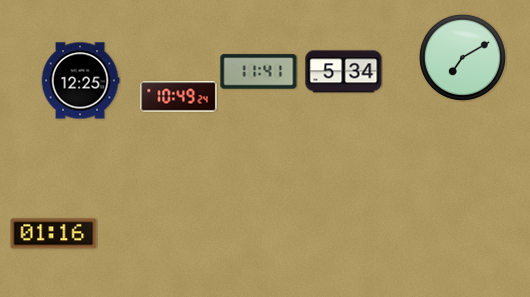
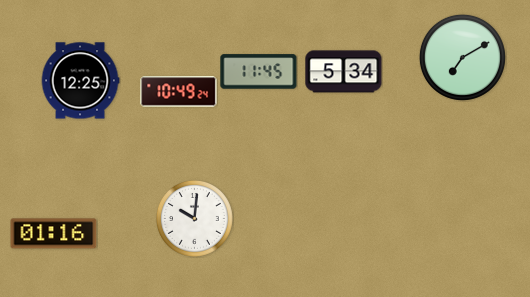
clock at (259, 72): 11:41 -> 11:45
clock at (179, 97) position: (179, 97) -> (179, 92)
clock at (195, 219): none -> 10:01
